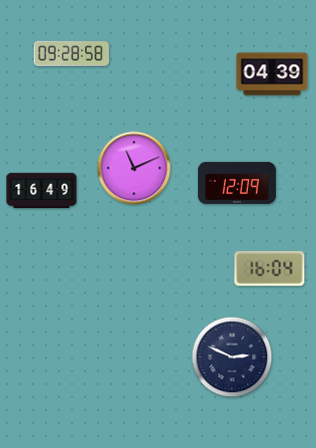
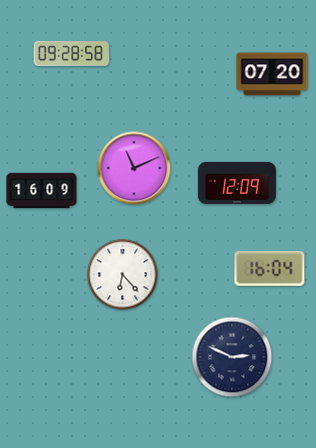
clock at (272, 74): 04:39 -> 07:20
clock at (42, 191): 16:49 -> 16:09
clock at (123, 275): none -> 6:23
